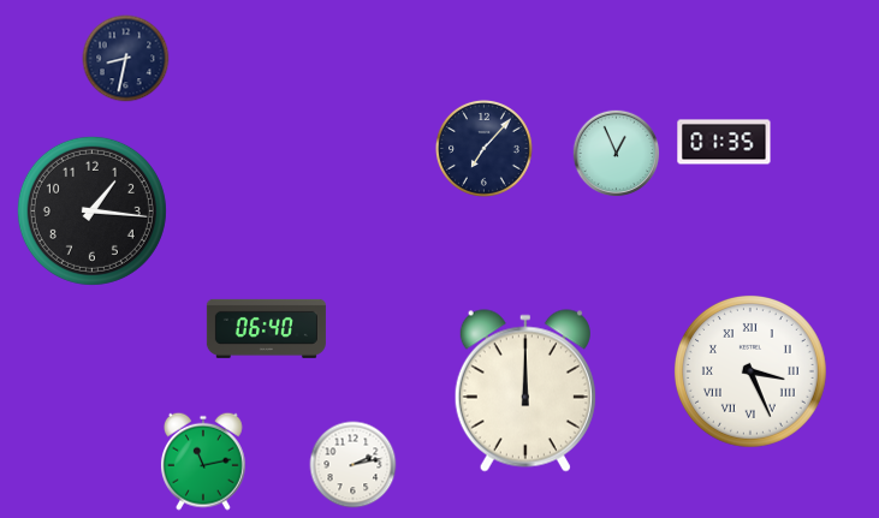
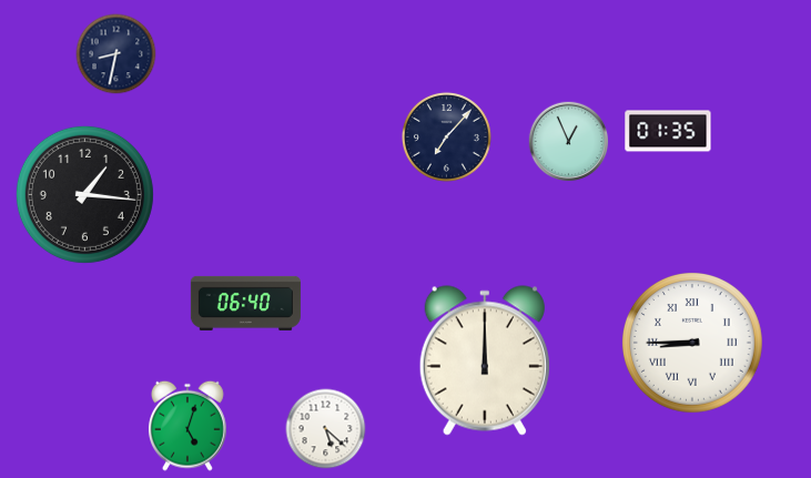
clock at (750, 371): 3:26 -> 8:45
clock at (203, 462): 11:13 -> 5:03
clock at (354, 465): 2:13 -> 5:22
